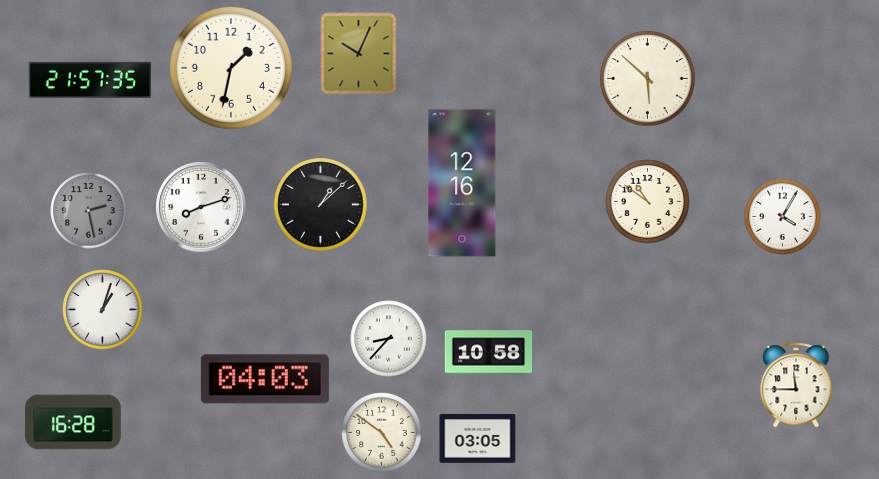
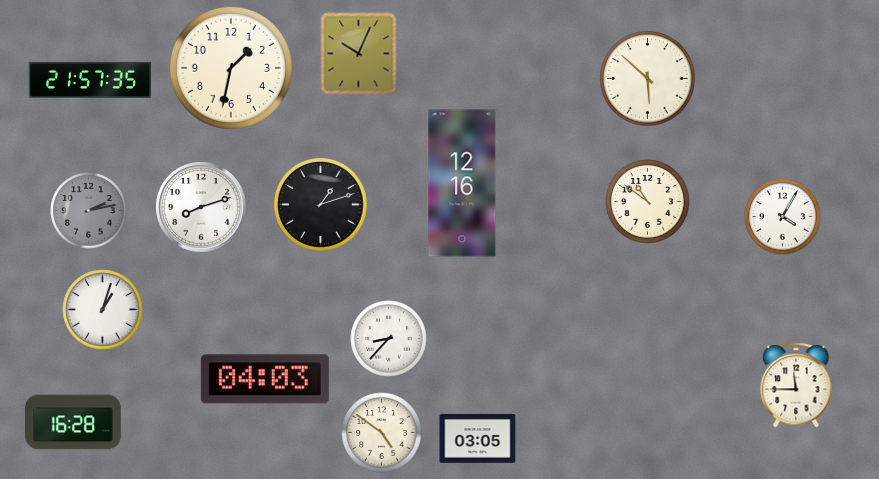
clock at (321, 205): 1:08 -> 1:12
clock at (89, 211): 2:28 -> 2:13
clock at (489, 353): 10:58 -> none
